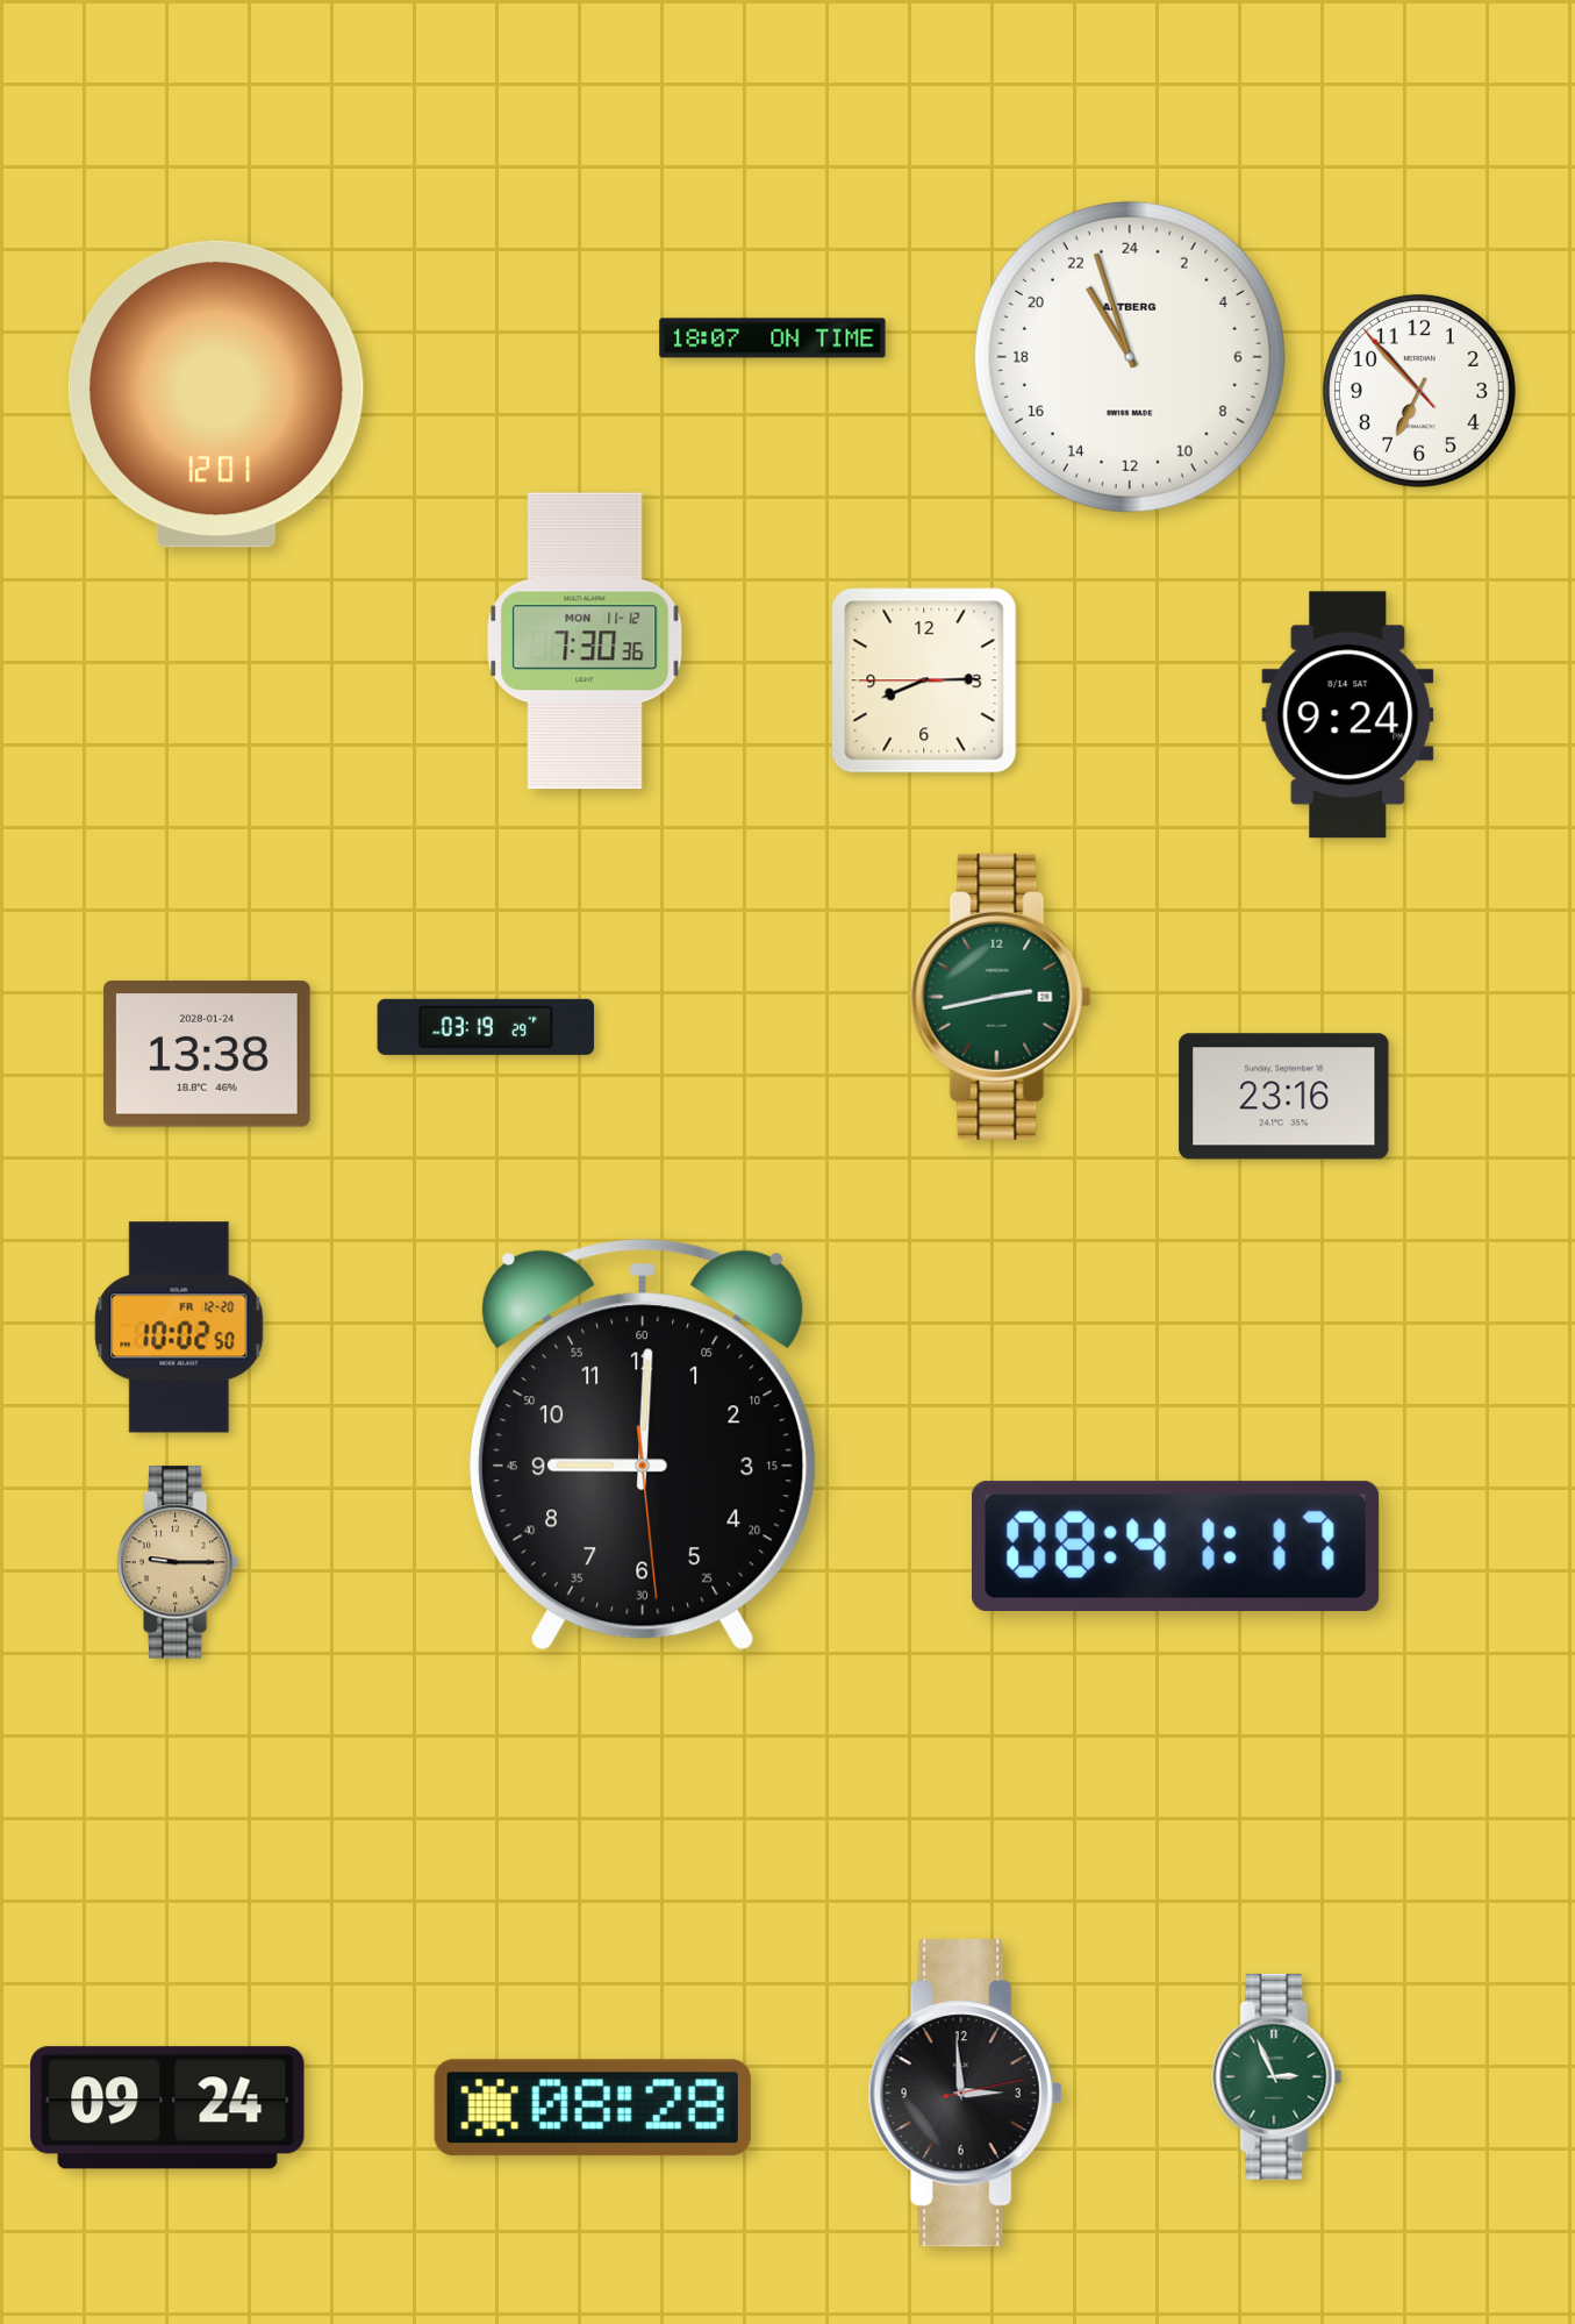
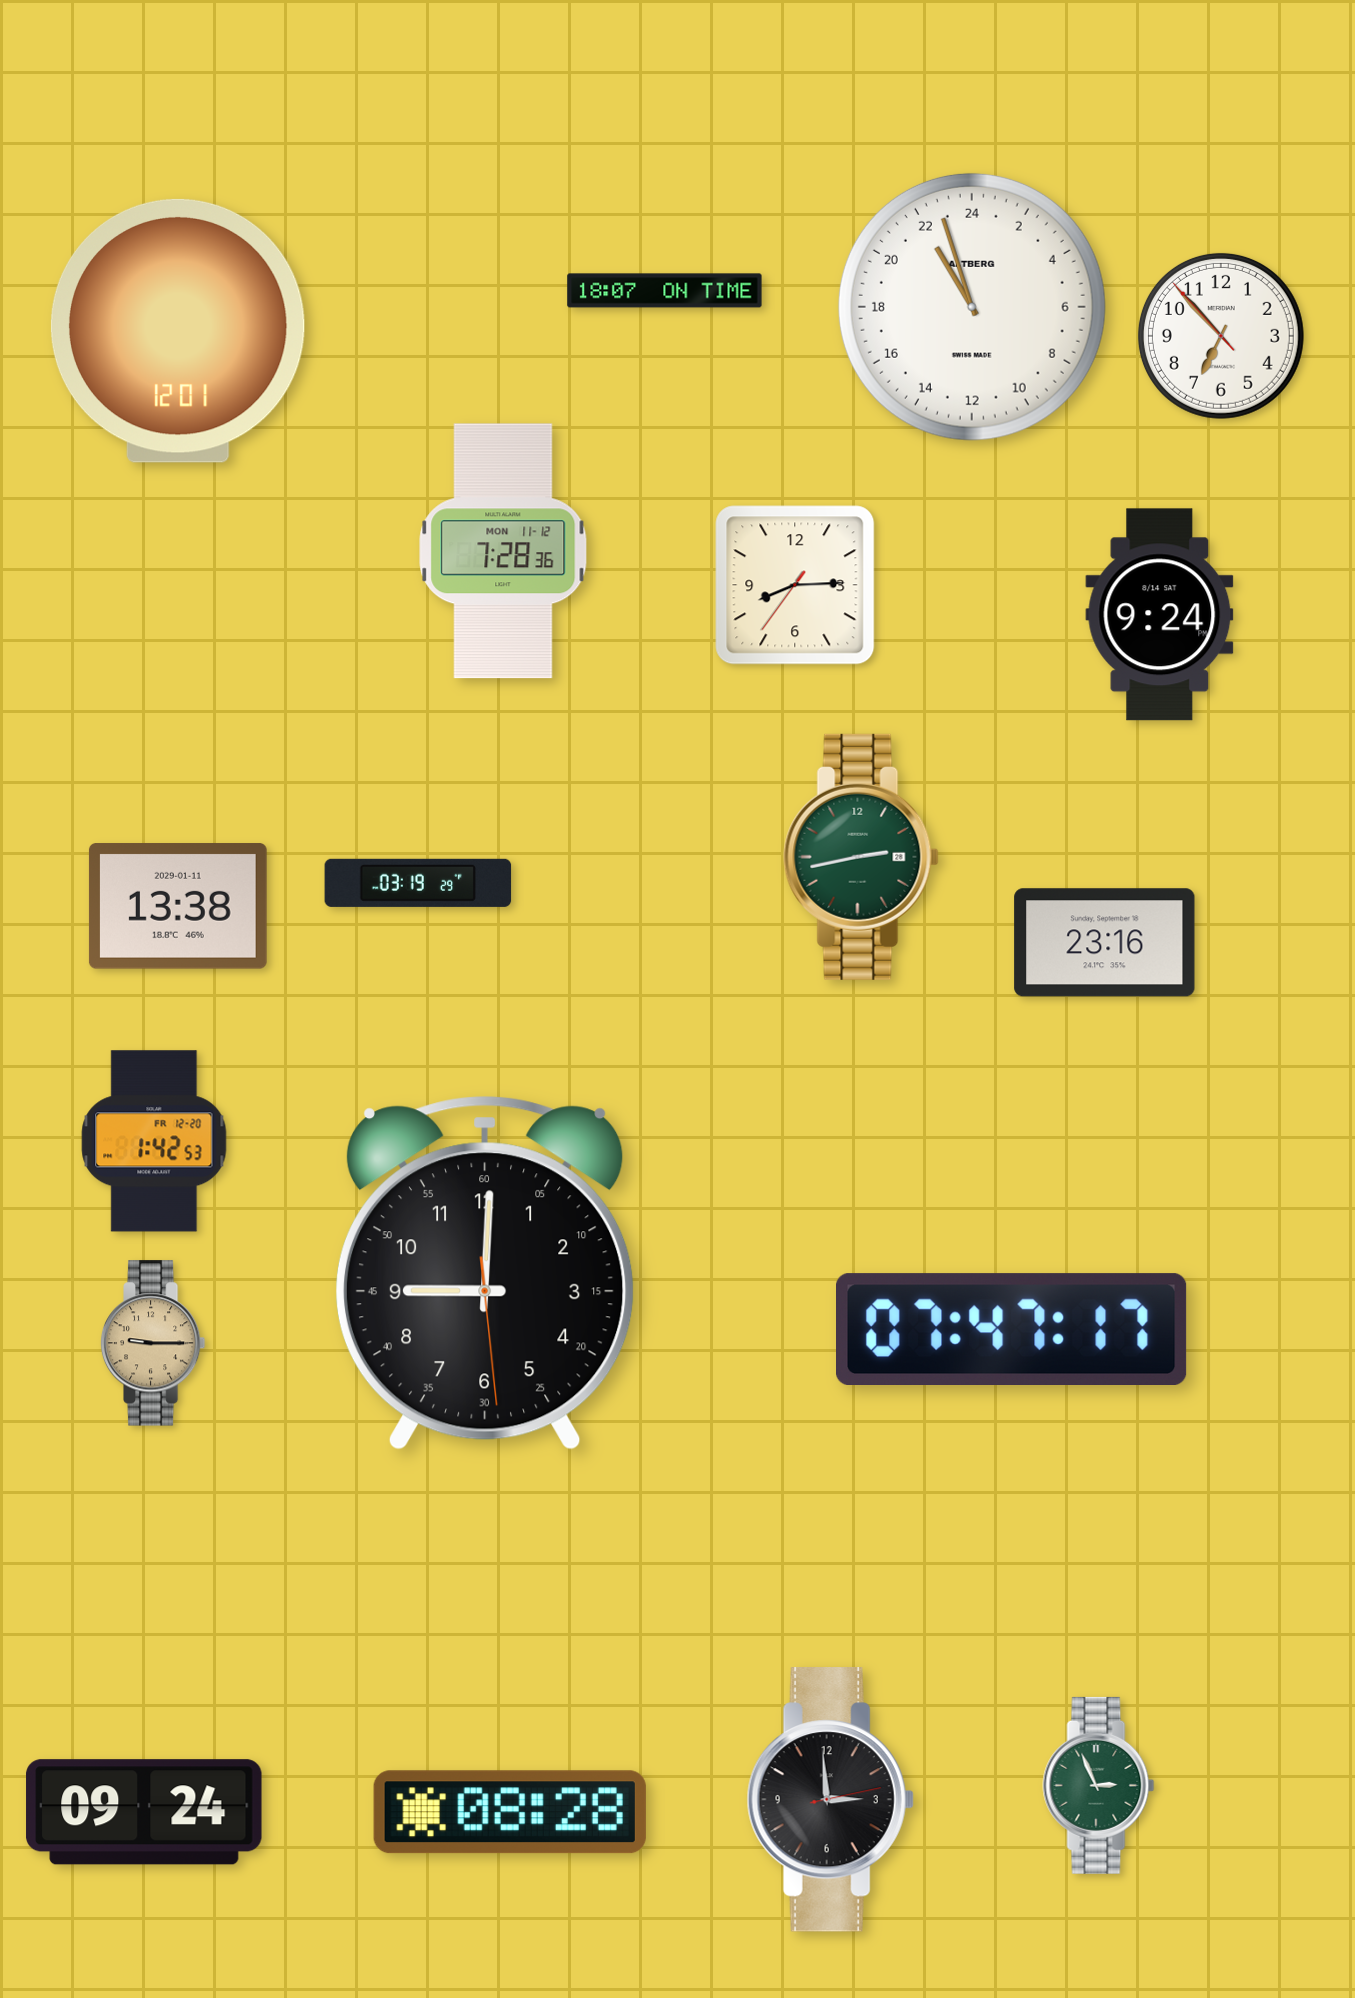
clock at (216, 394) position: (216, 394) -> (178, 331)
clock at (585, 641): 7:30 -> 7:28
clock at (924, 680): 8:14:45 -> 8:14:36
clock at (207, 1054) date: 2028-01-24 -> 2029-01-11
clock at (179, 1327): 10:02 -> 1:42
clock at (643, 1445) position: (643, 1445) -> (485, 1273)
clock at (1176, 1546): 08:41 -> 07:47
